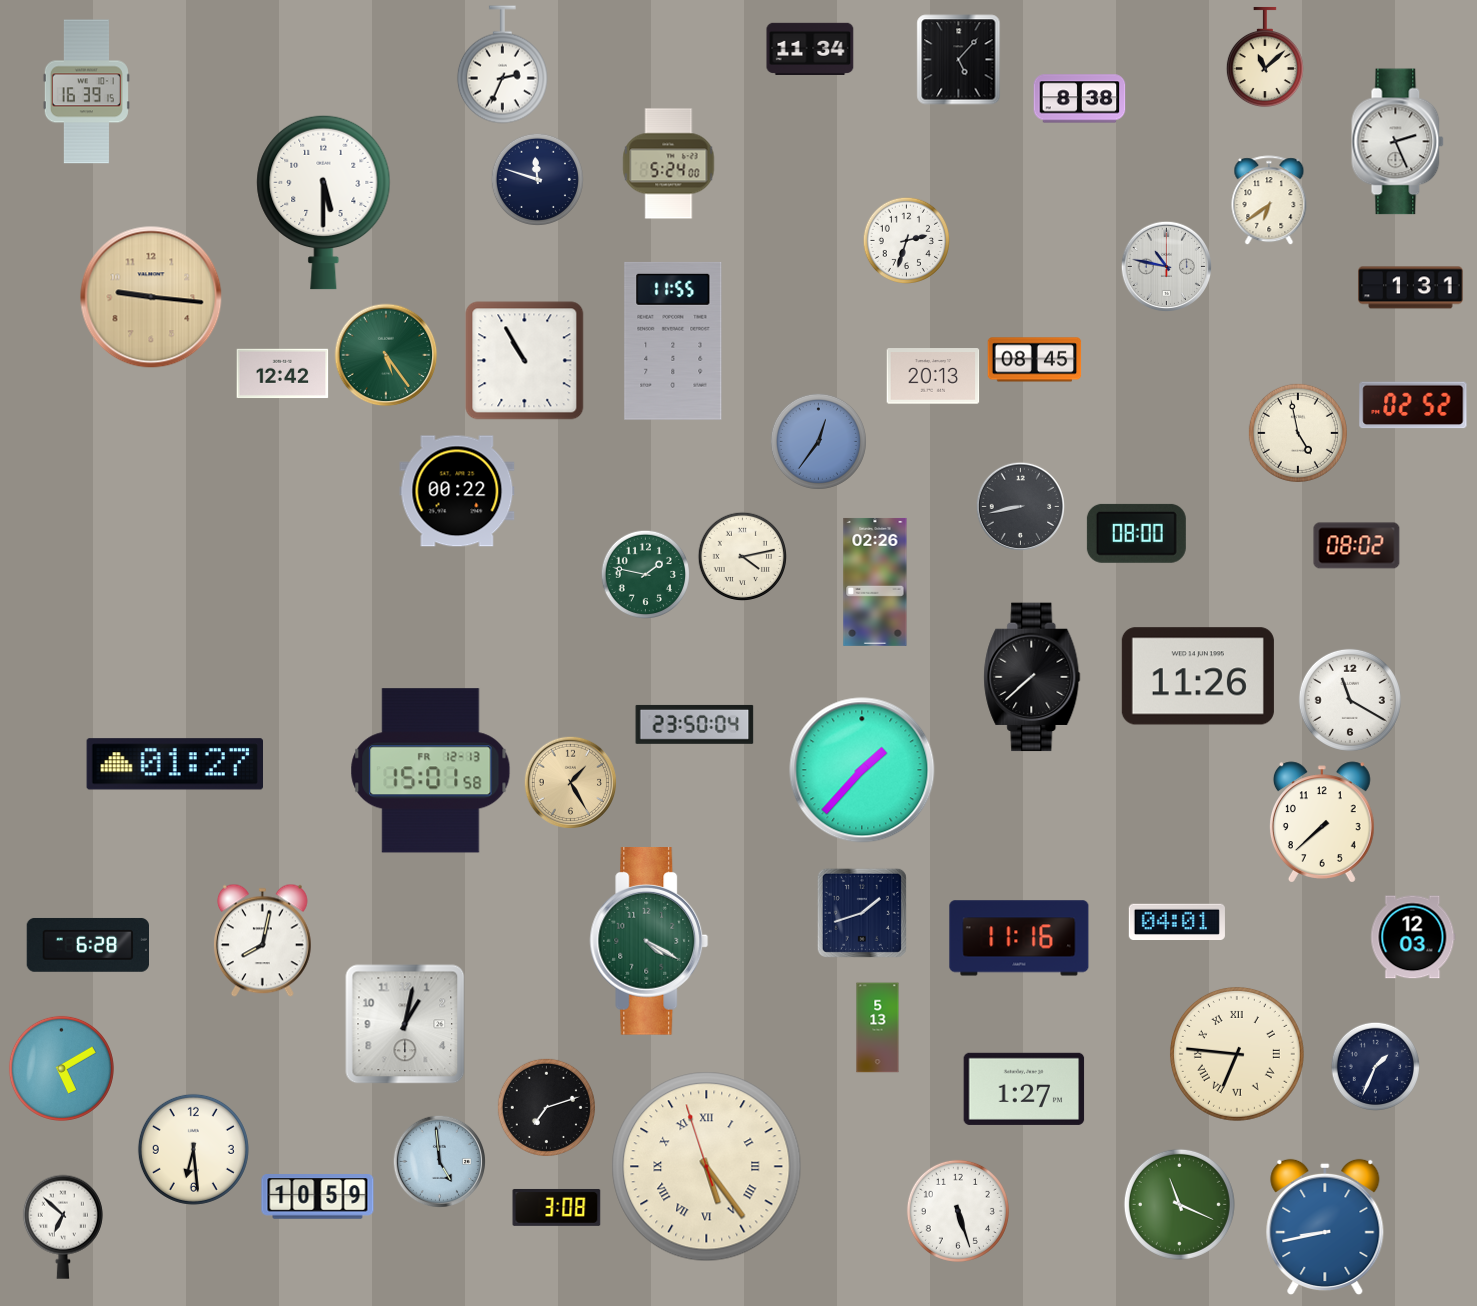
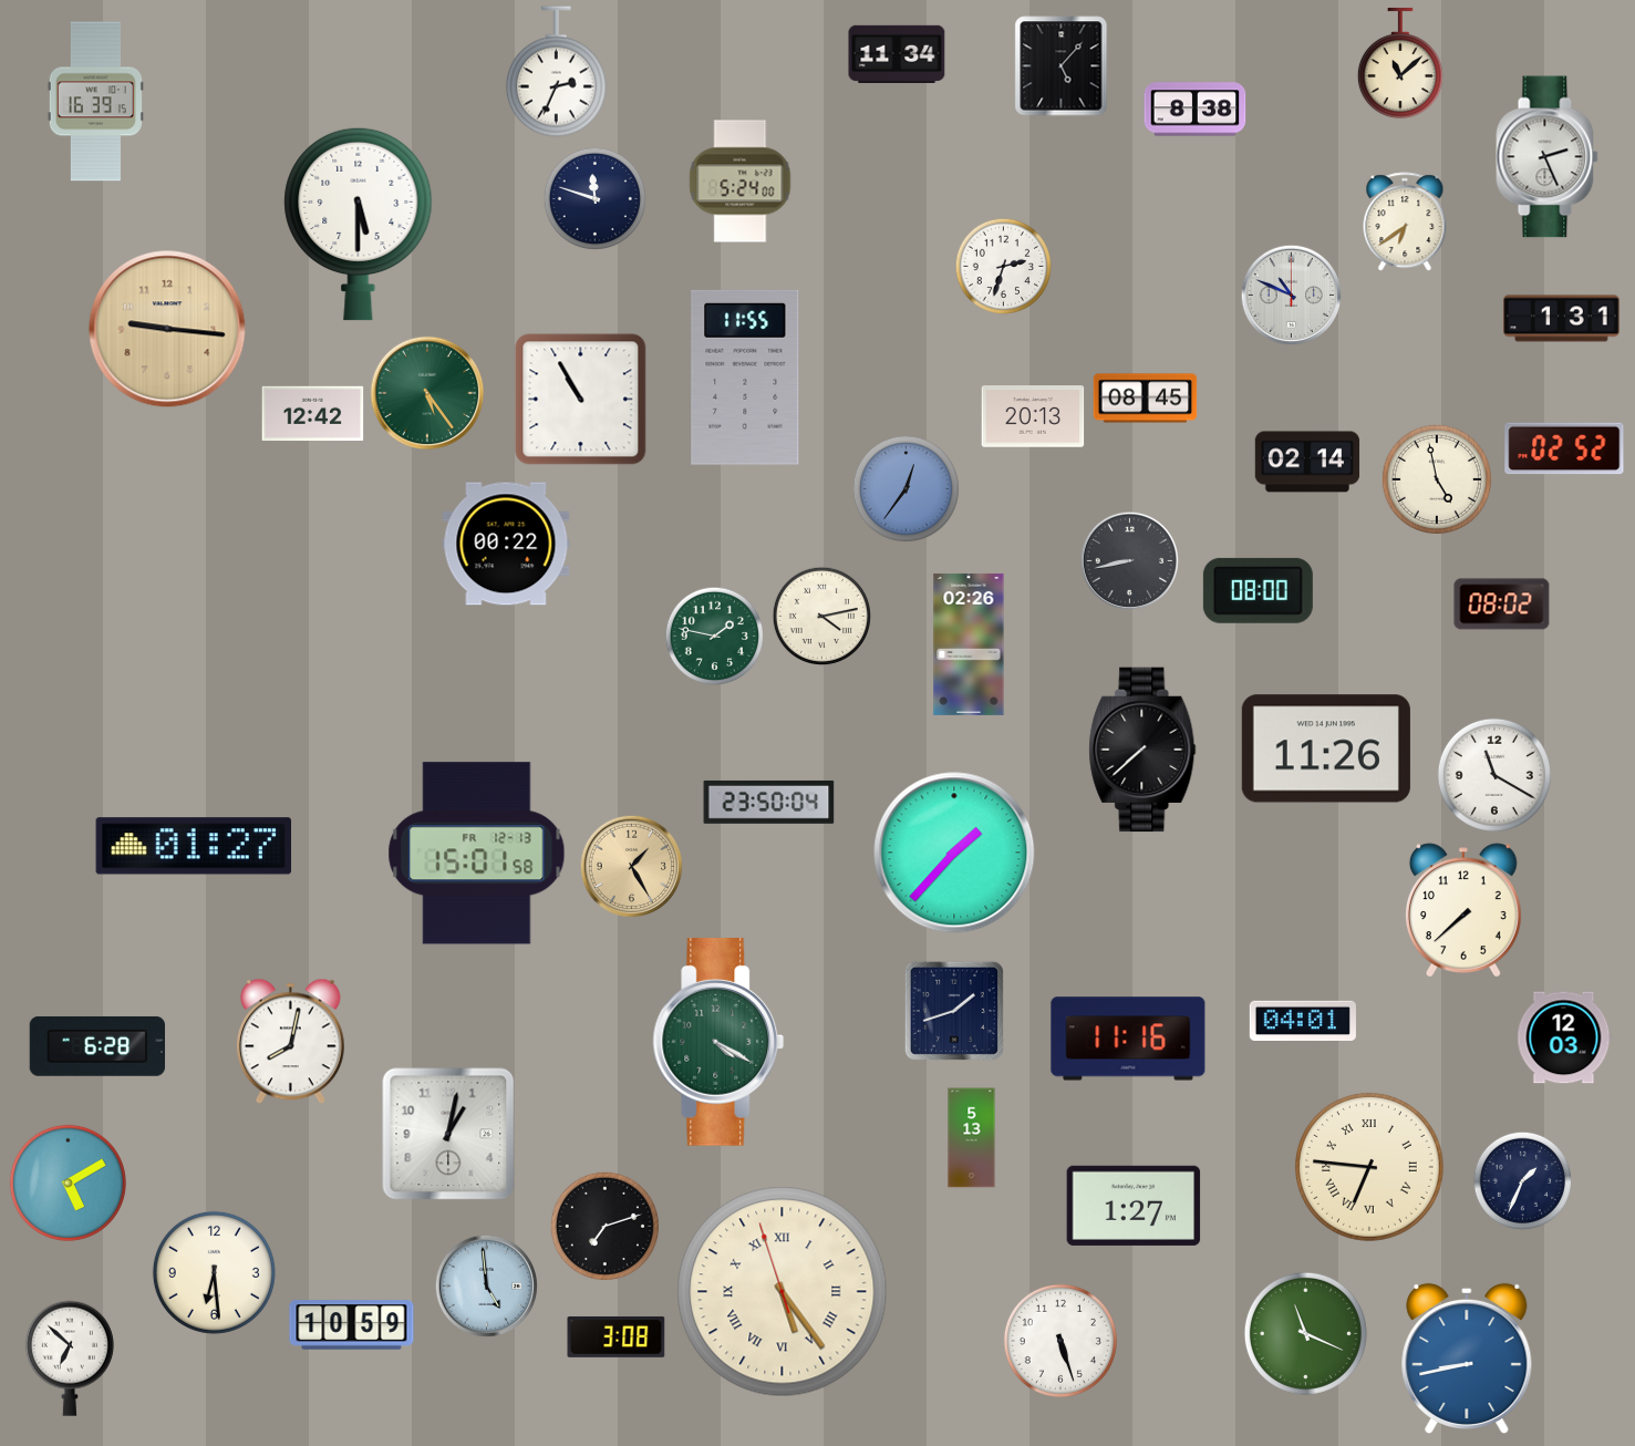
clock at (1166, 266): 10:47 -> 10:49
clock at (1307, 462): none -> 02:14
